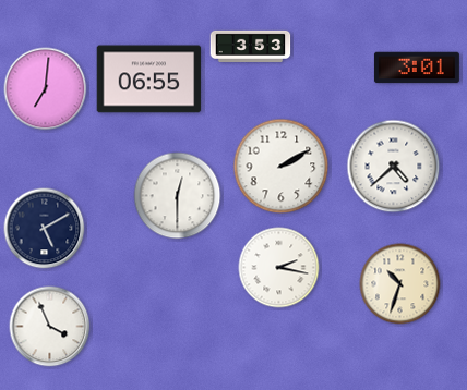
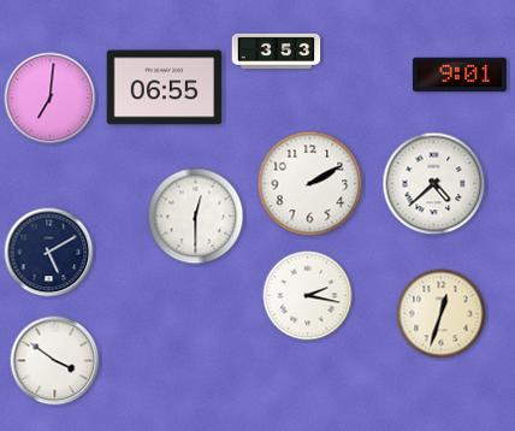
clock at (417, 68): 3:01 -> 9:01
clock at (400, 284): 10:33 -> 12:33
clock at (50, 327): 3:56 -> 3:51
